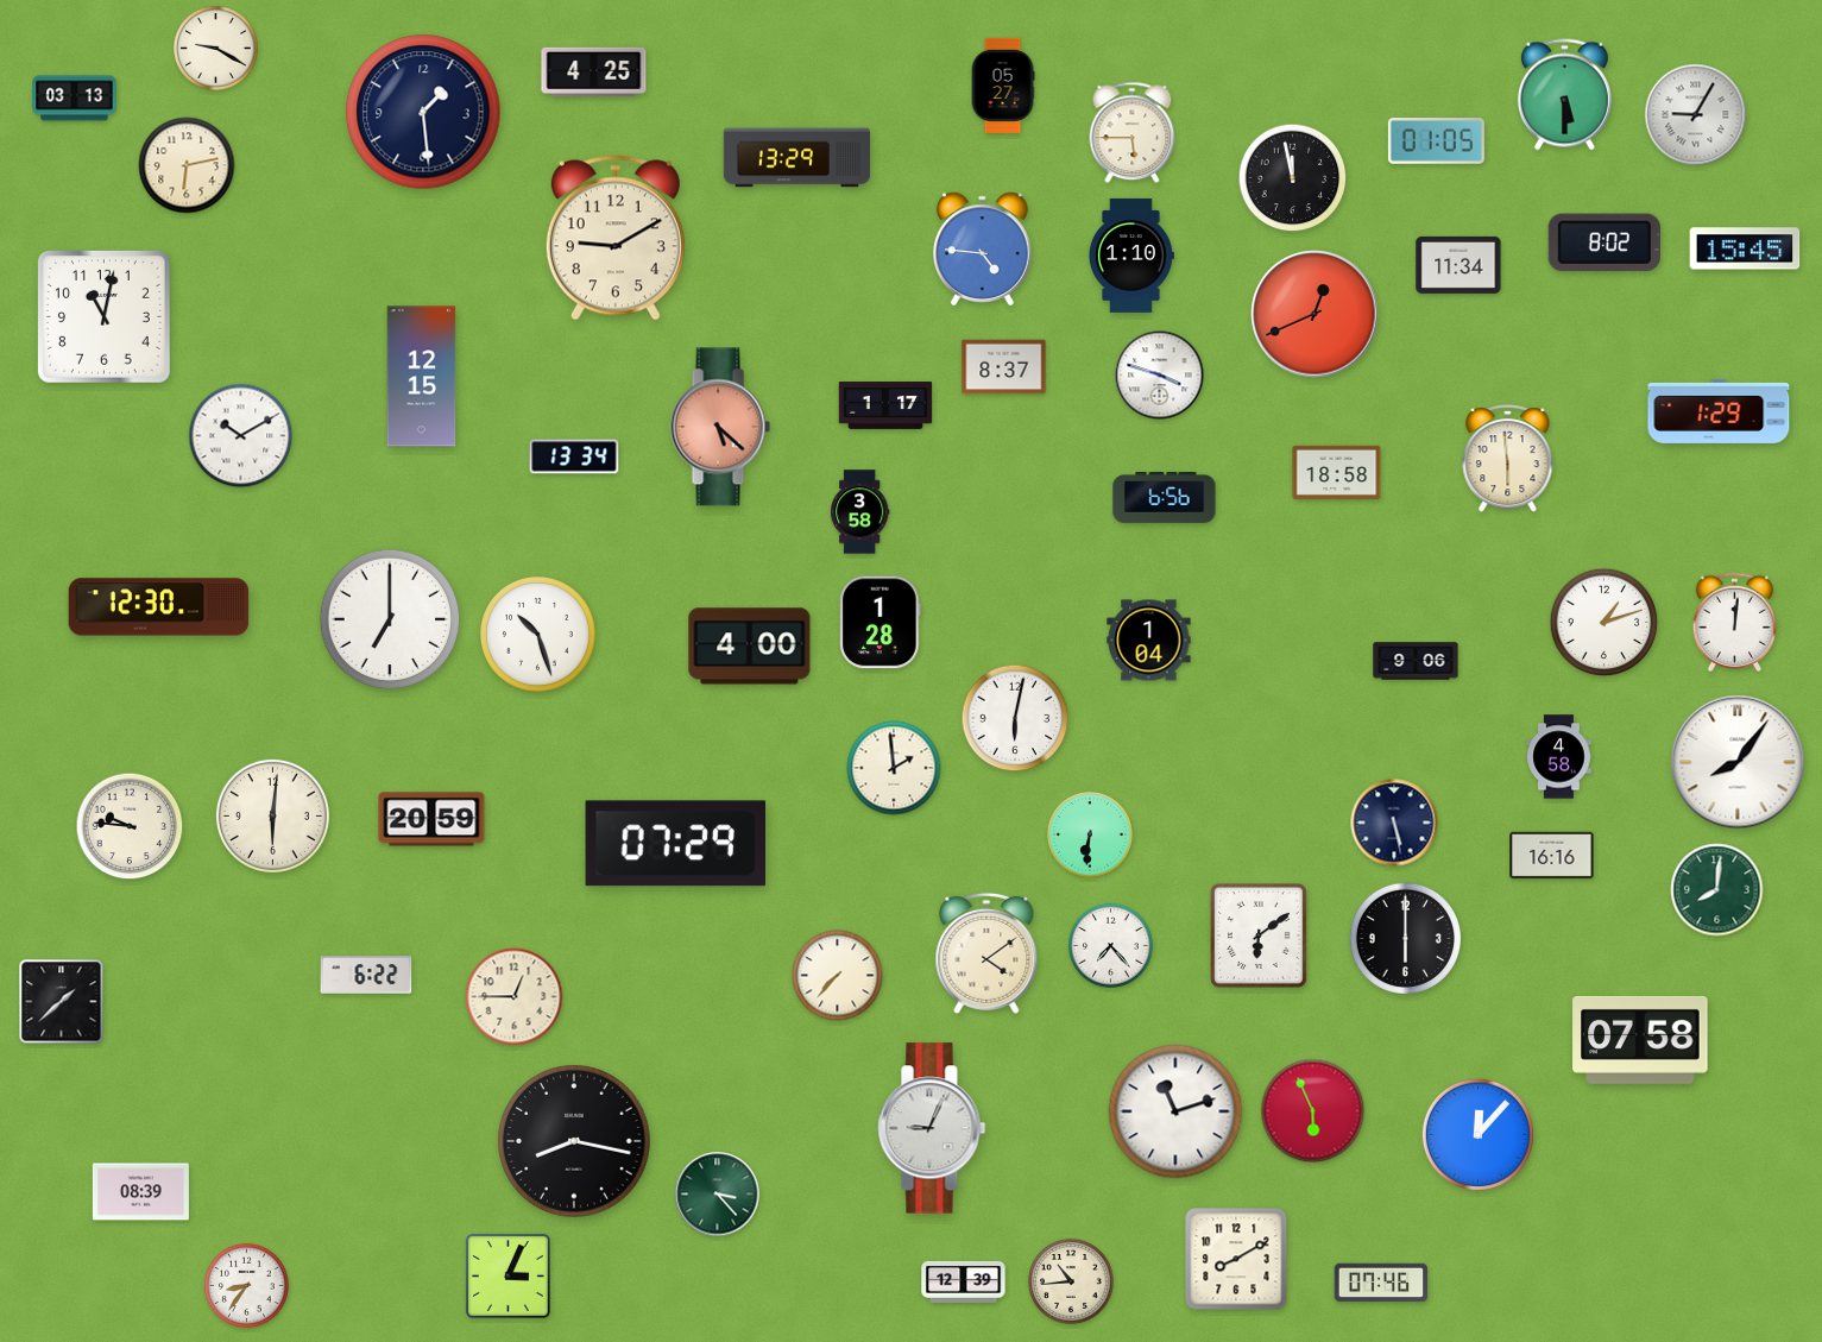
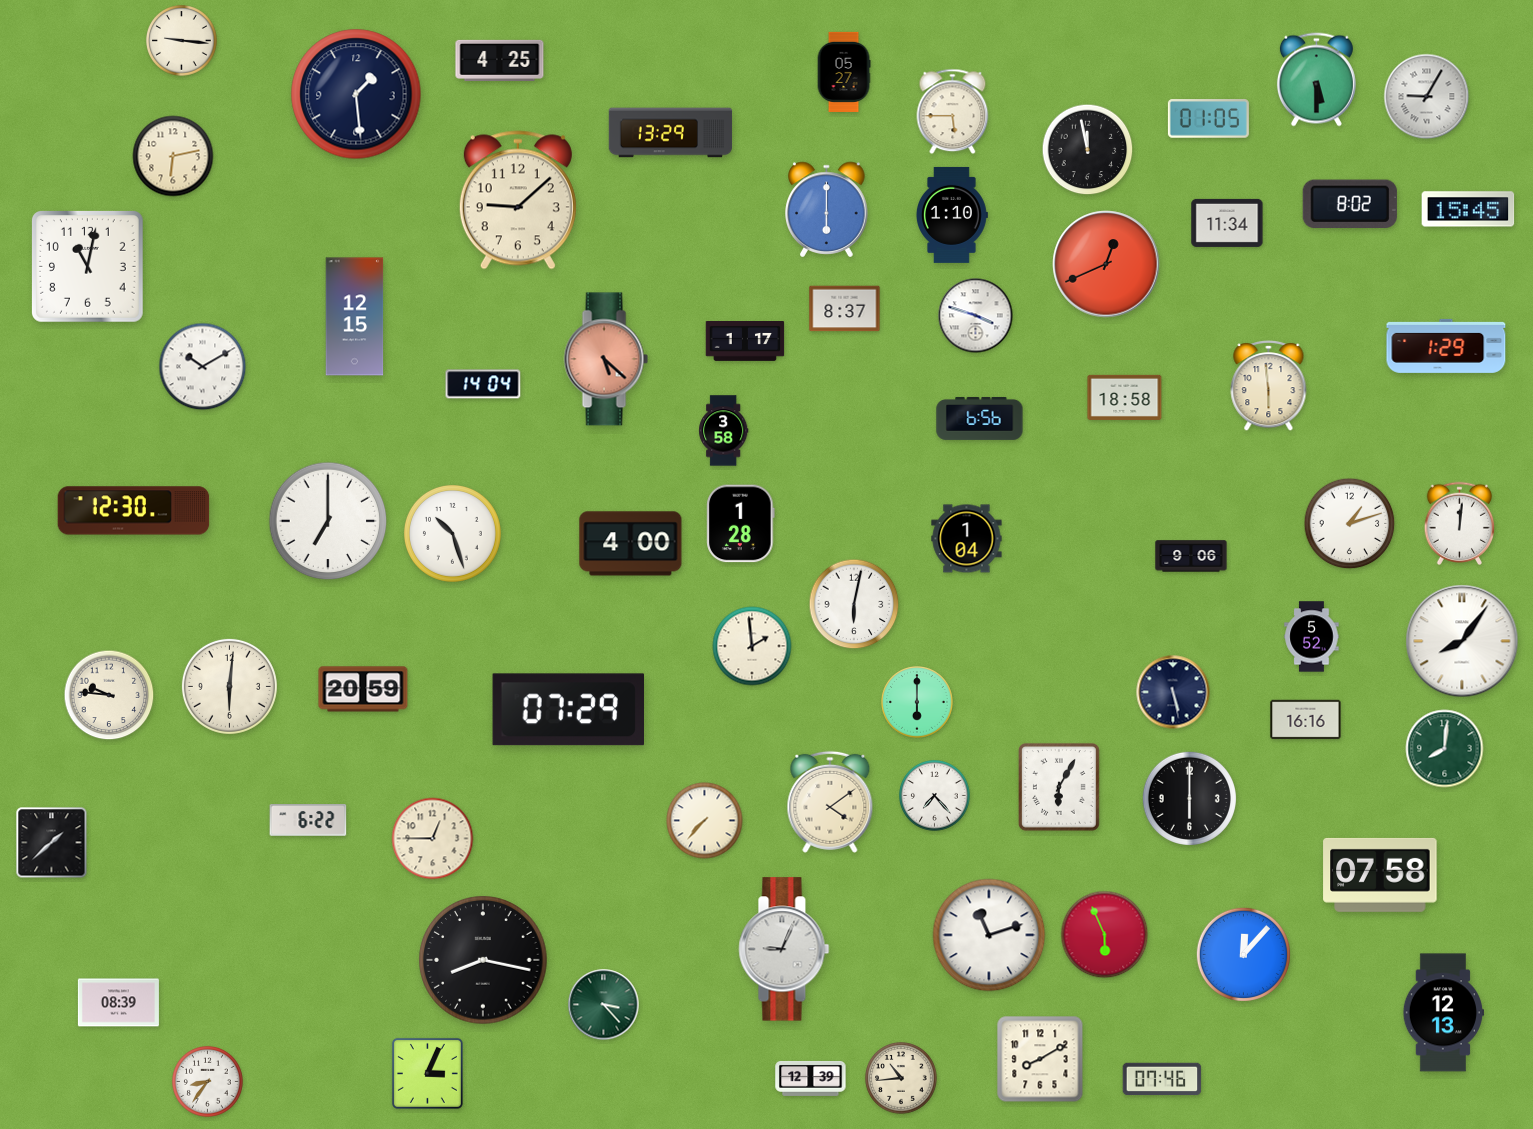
clock at (216, 49): 9:20 -> 9:16
clock at (75, 99): 03:13 -> none
clock at (187, 165) position: (187, 165) -> (173, 156)
clock at (616, 238): 9:10 -> 9:08
clock at (983, 250): 4:46 -> 6:00
clock at (574, 456): 13:34 -> 14:04
clock at (1559, 757): 4:58 -> 5:52
clock at (1090, 834): 6:31 -> 6:00
clock at (1259, 935): 6:09 -> 6:05
clock at (1405, 938) position: (1405, 938) -> (1189, 798)
clock at (1443, 1013): none -> 12:13
